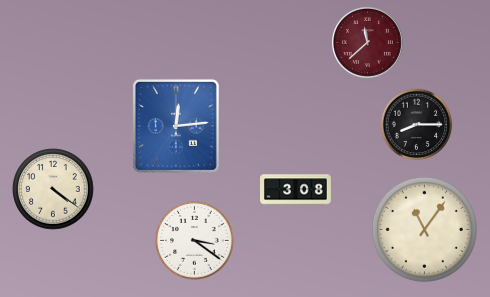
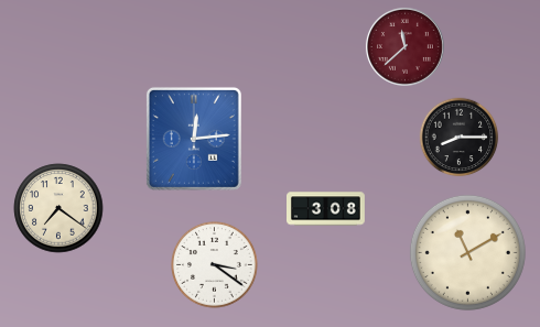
clock at (53, 189): 4:21 -> 7:21
clock at (424, 229): 11:06 -> 11:10
